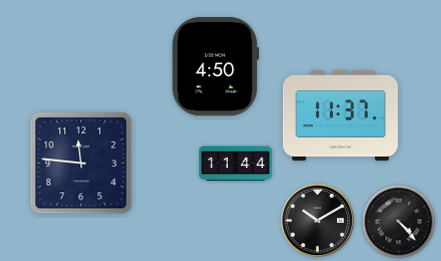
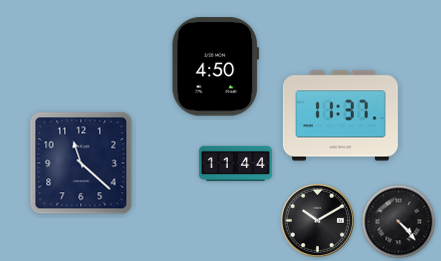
clock at (81, 163): 11:46 -> 11:22
